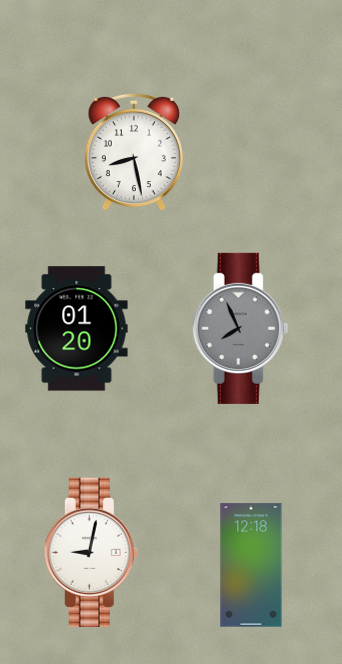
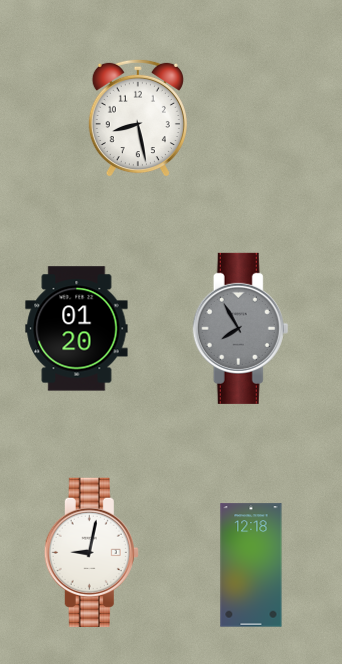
clock at (134, 152) position: (134, 152) -> (138, 118)
clock at (241, 328): 7:56 -> 7:55
